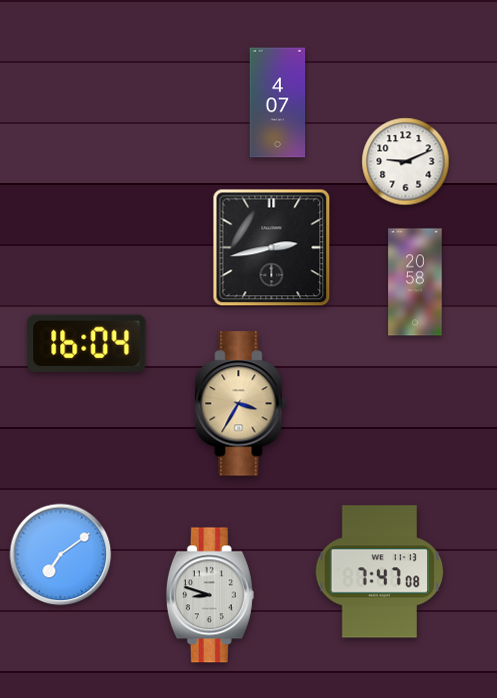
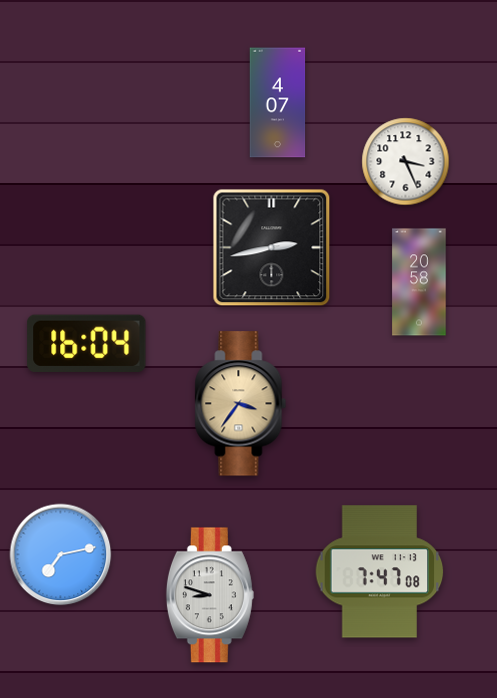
clock at (406, 162): 9:11 -> 3:26
clock at (415, 282) position: (415, 282) -> (419, 282)
clock at (241, 404): 3:35 -> 3:36
clock at (61, 555): 7:09 -> 7:13
